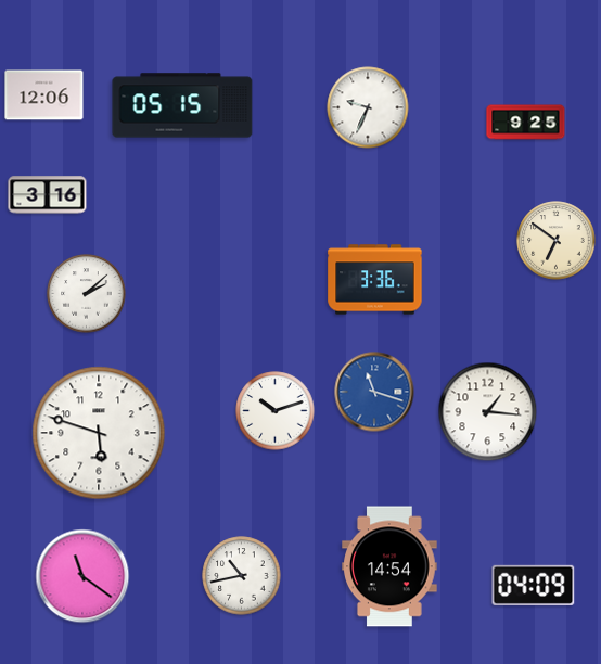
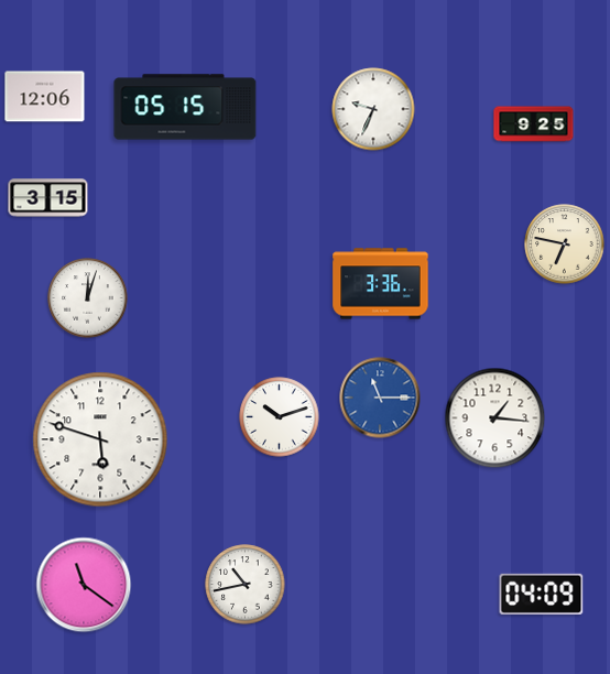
clock at (48, 195): 3:16 -> 3:15
clock at (557, 241): 6:51 -> 6:47
clock at (87, 294): 2:08 -> 12:03
clock at (374, 392): 11:18 -> 11:15
clock at (389, 566): 14:54 -> none
